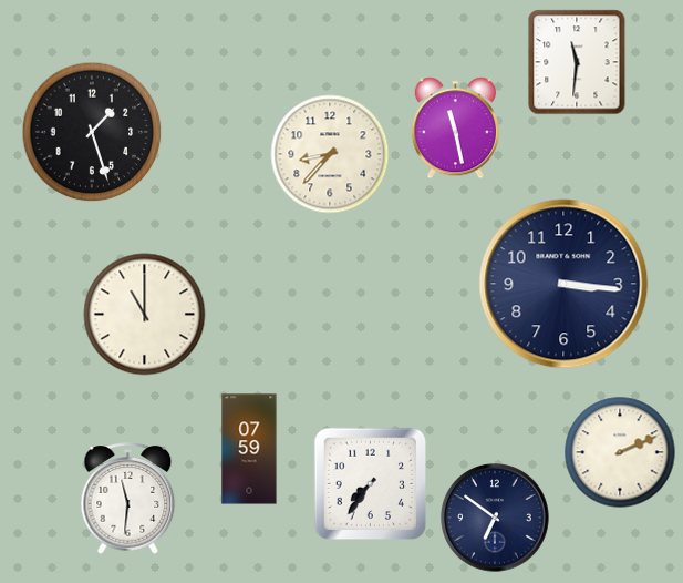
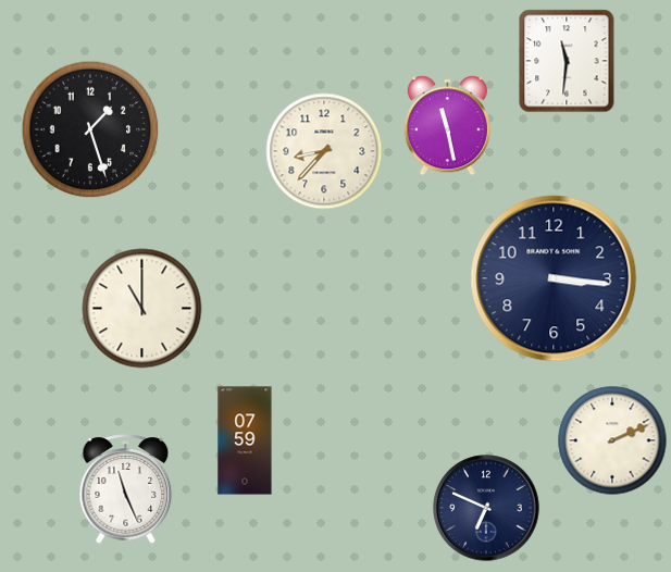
clock at (620, 452) position: (620, 452) -> (612, 440)
clock at (371, 484): 7:36 -> none
clock at (128, 499): 11:31 -> 11:26
clock at (495, 518): 6:51 -> 6:49
